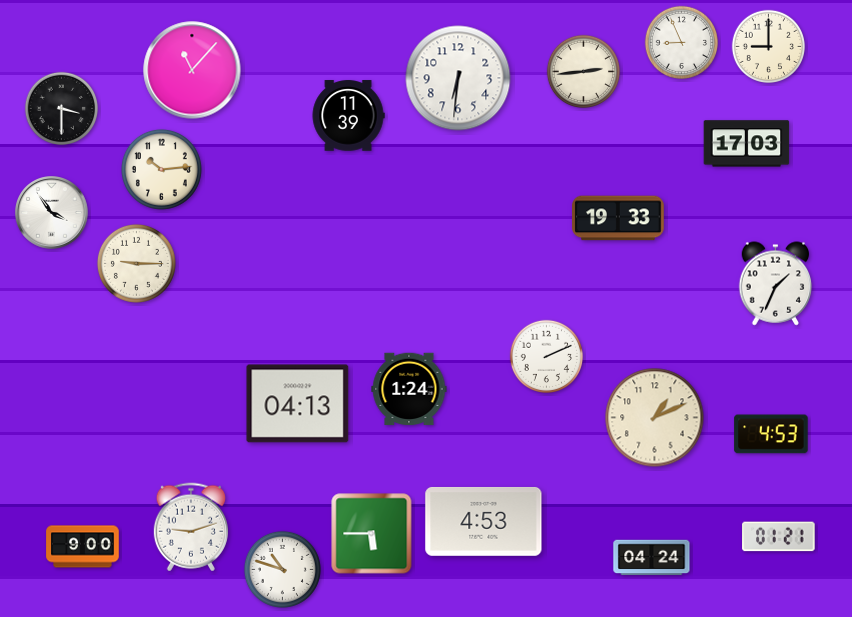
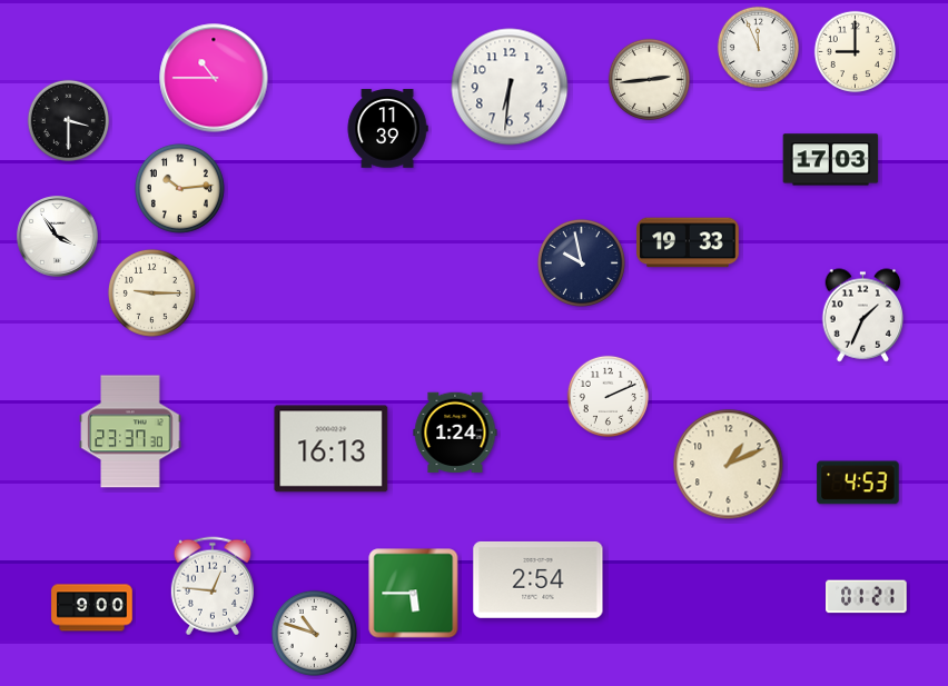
clock at (682, 43): 8:56 -> 11:56
clock at (192, 70): 11:07 -> 10:45
clock at (581, 262): none -> 9:58
clock at (130, 431): none -> 23:37
clock at (298, 404): 04:13 -> 16:13
clock at (484, 521): 4:53 -> 2:54
clock at (191, 527): 9:12 -> 12:46
clock at (652, 558): 04:24 -> none
